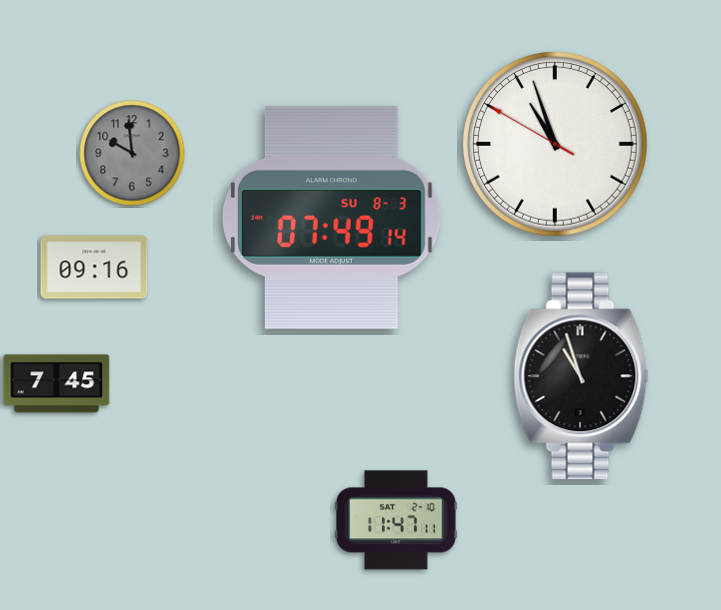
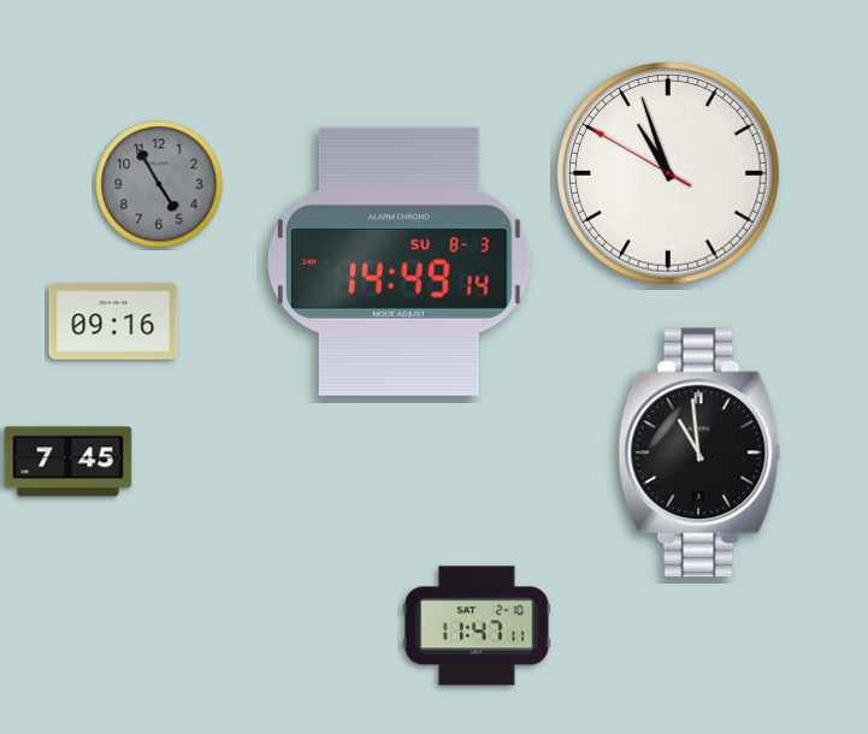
clock at (132, 153): 9:59 -> 4:55
clock at (332, 217): 07:49 -> 14:49
clock at (581, 376): 10:57 -> 10:59
